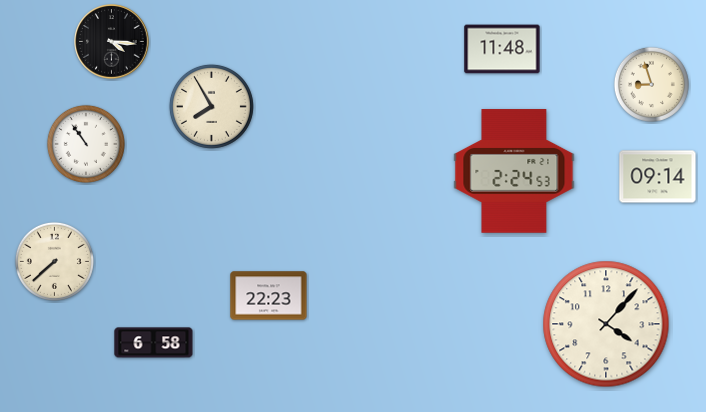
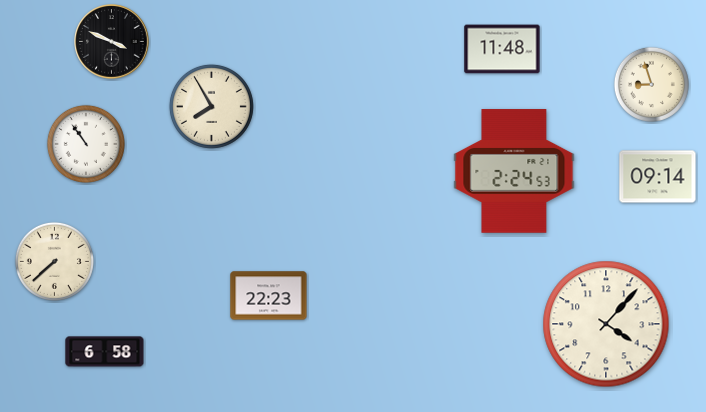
clock at (112, 42): 4:16 -> 3:49
clock at (154, 343) position: (154, 343) -> (105, 352)
